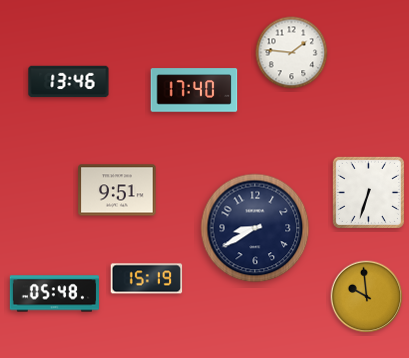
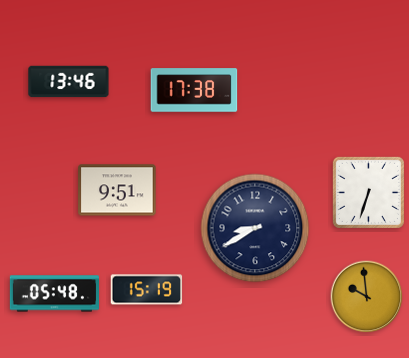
clock at (292, 53): 1:46 -> none
clock at (194, 90): 17:40 -> 17:38
clock at (147, 279) position: (147, 279) -> (147, 290)
